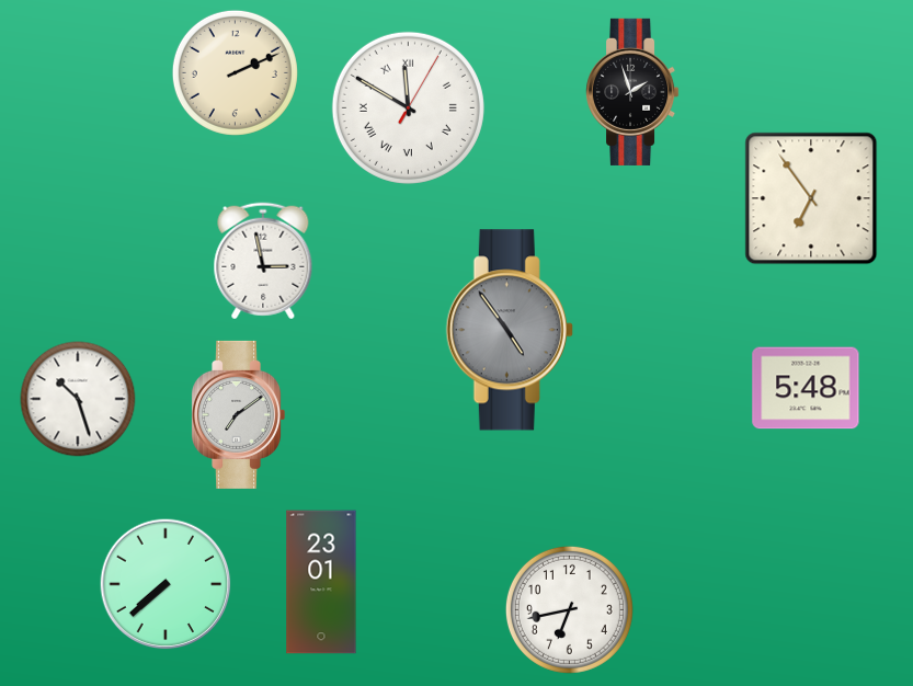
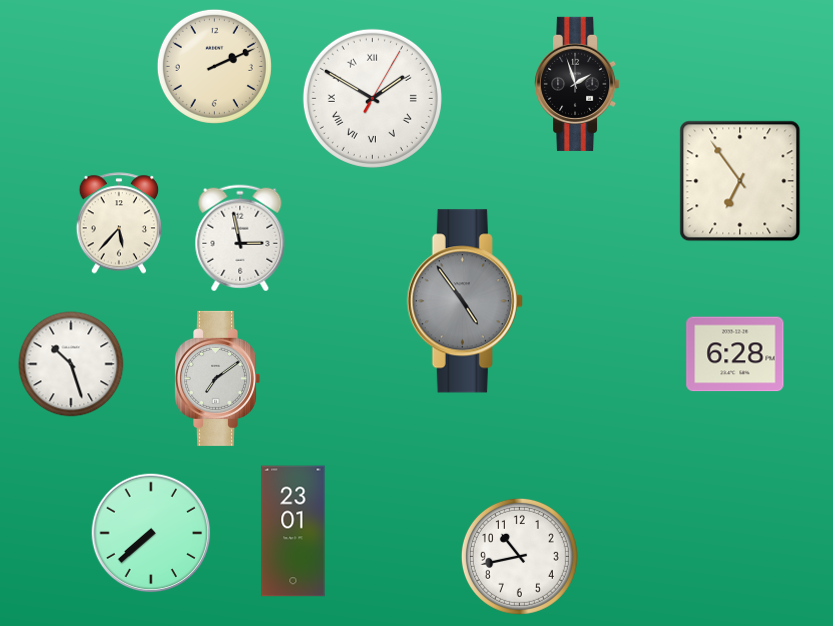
clock at (408, 107): 11:50 -> 1:50
clock at (118, 223): none -> 5:37
clock at (806, 388): 5:48 -> 6:28
clock at (569, 609): 6:43 -> 10:43
